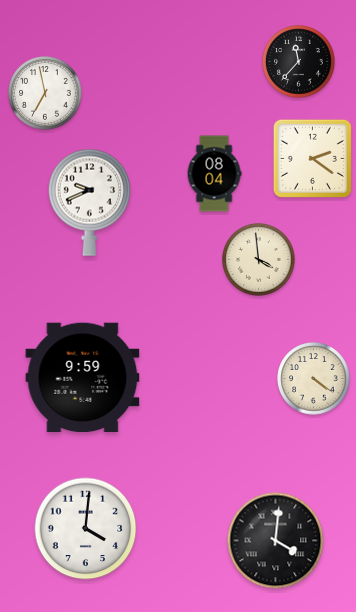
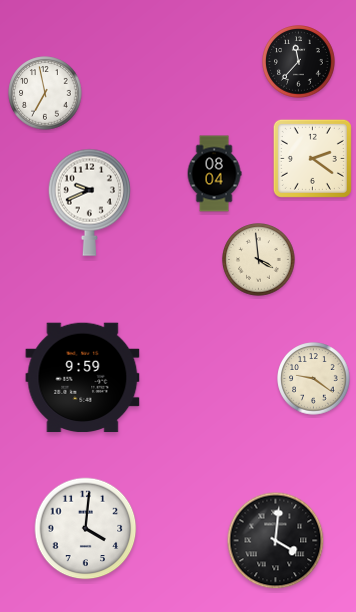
clock at (314, 379): 4:21 -> 9:21
